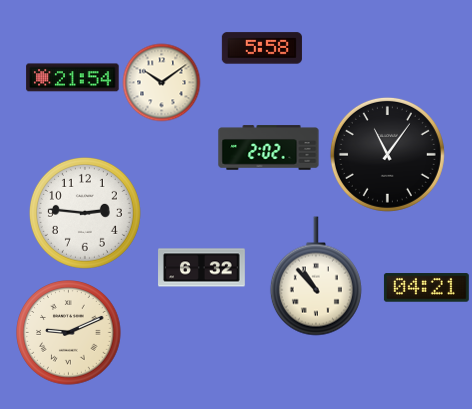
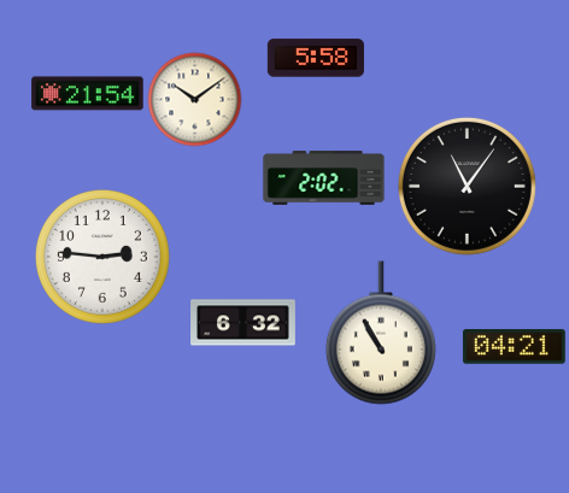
clock at (316, 276): 10:53 -> 10:55
clock at (69, 333): 9:11 -> none
